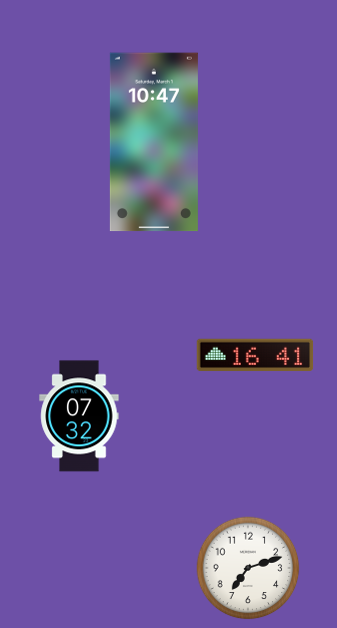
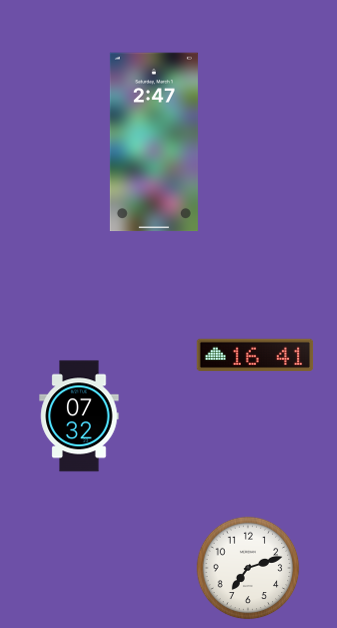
clock at (154, 142): 10:47 -> 2:47
